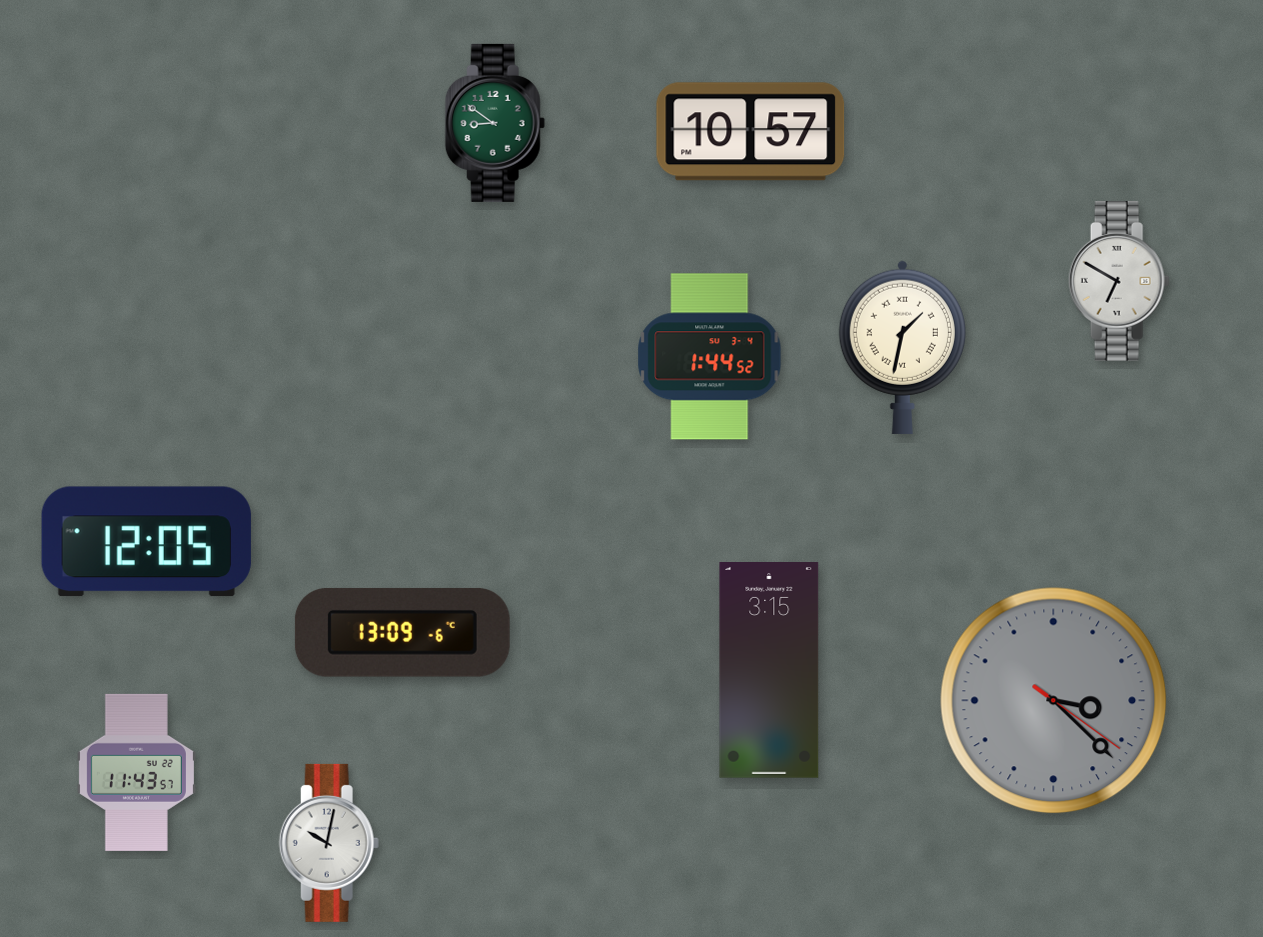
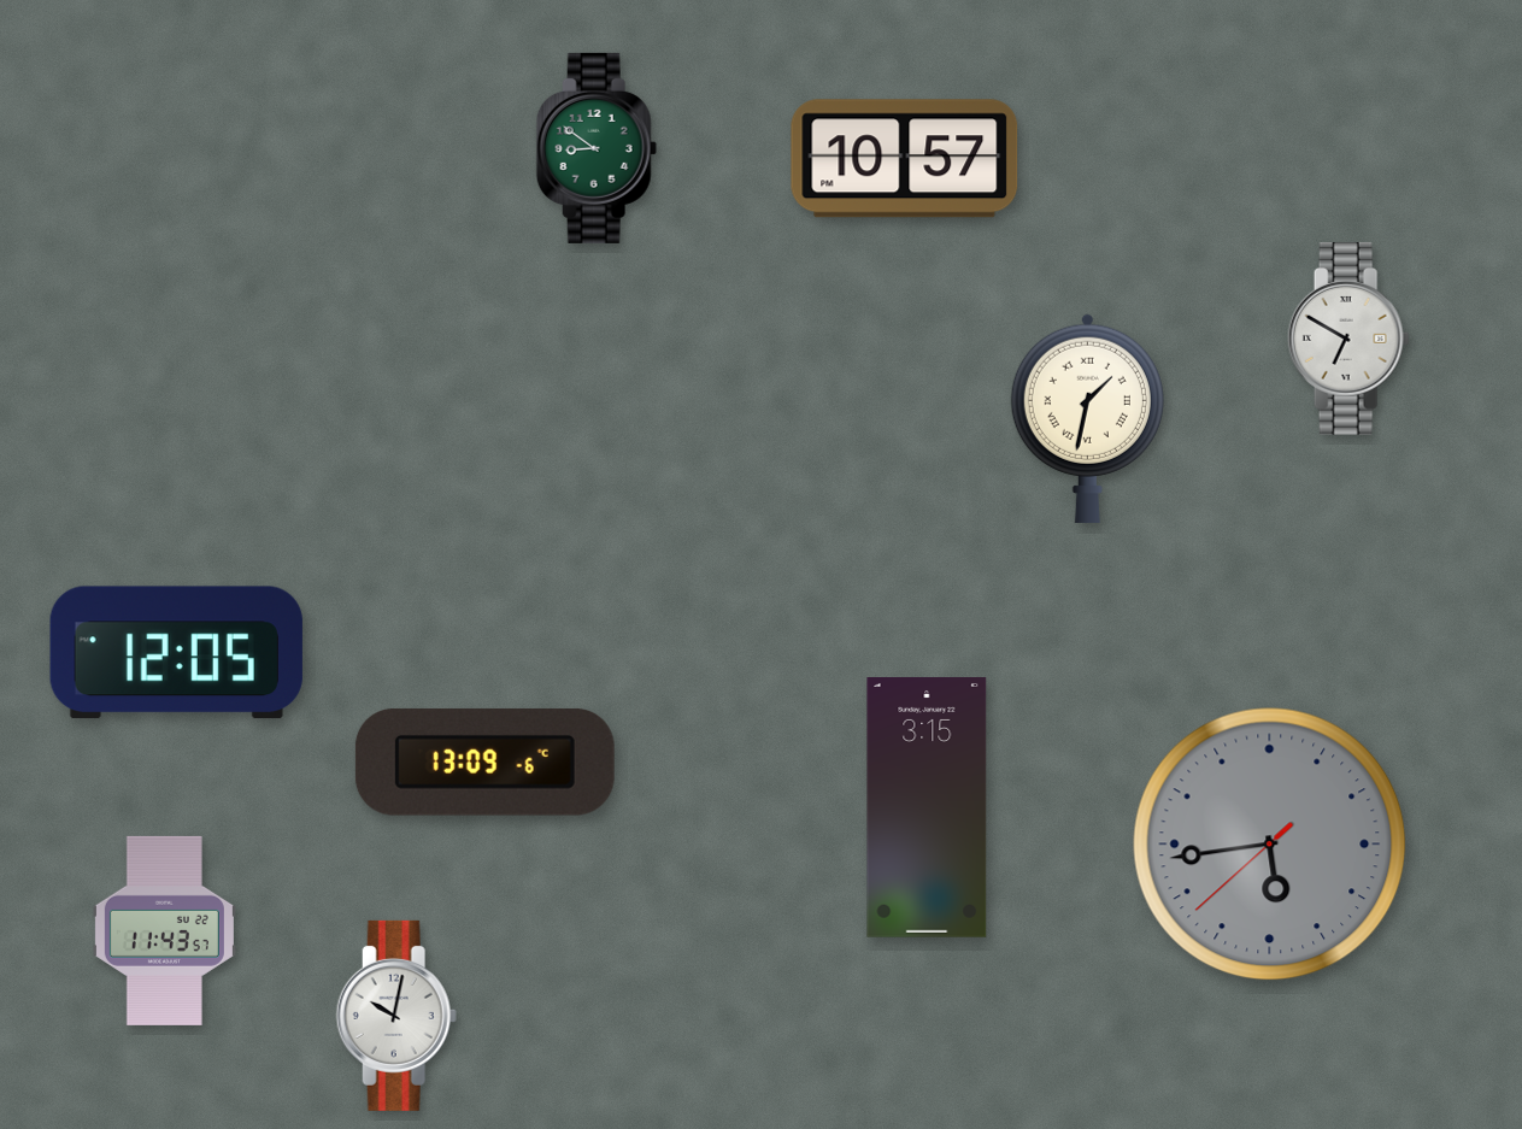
clock at (710, 357): 1:44 -> none
clock at (1054, 701): 3:22 -> 5:43
